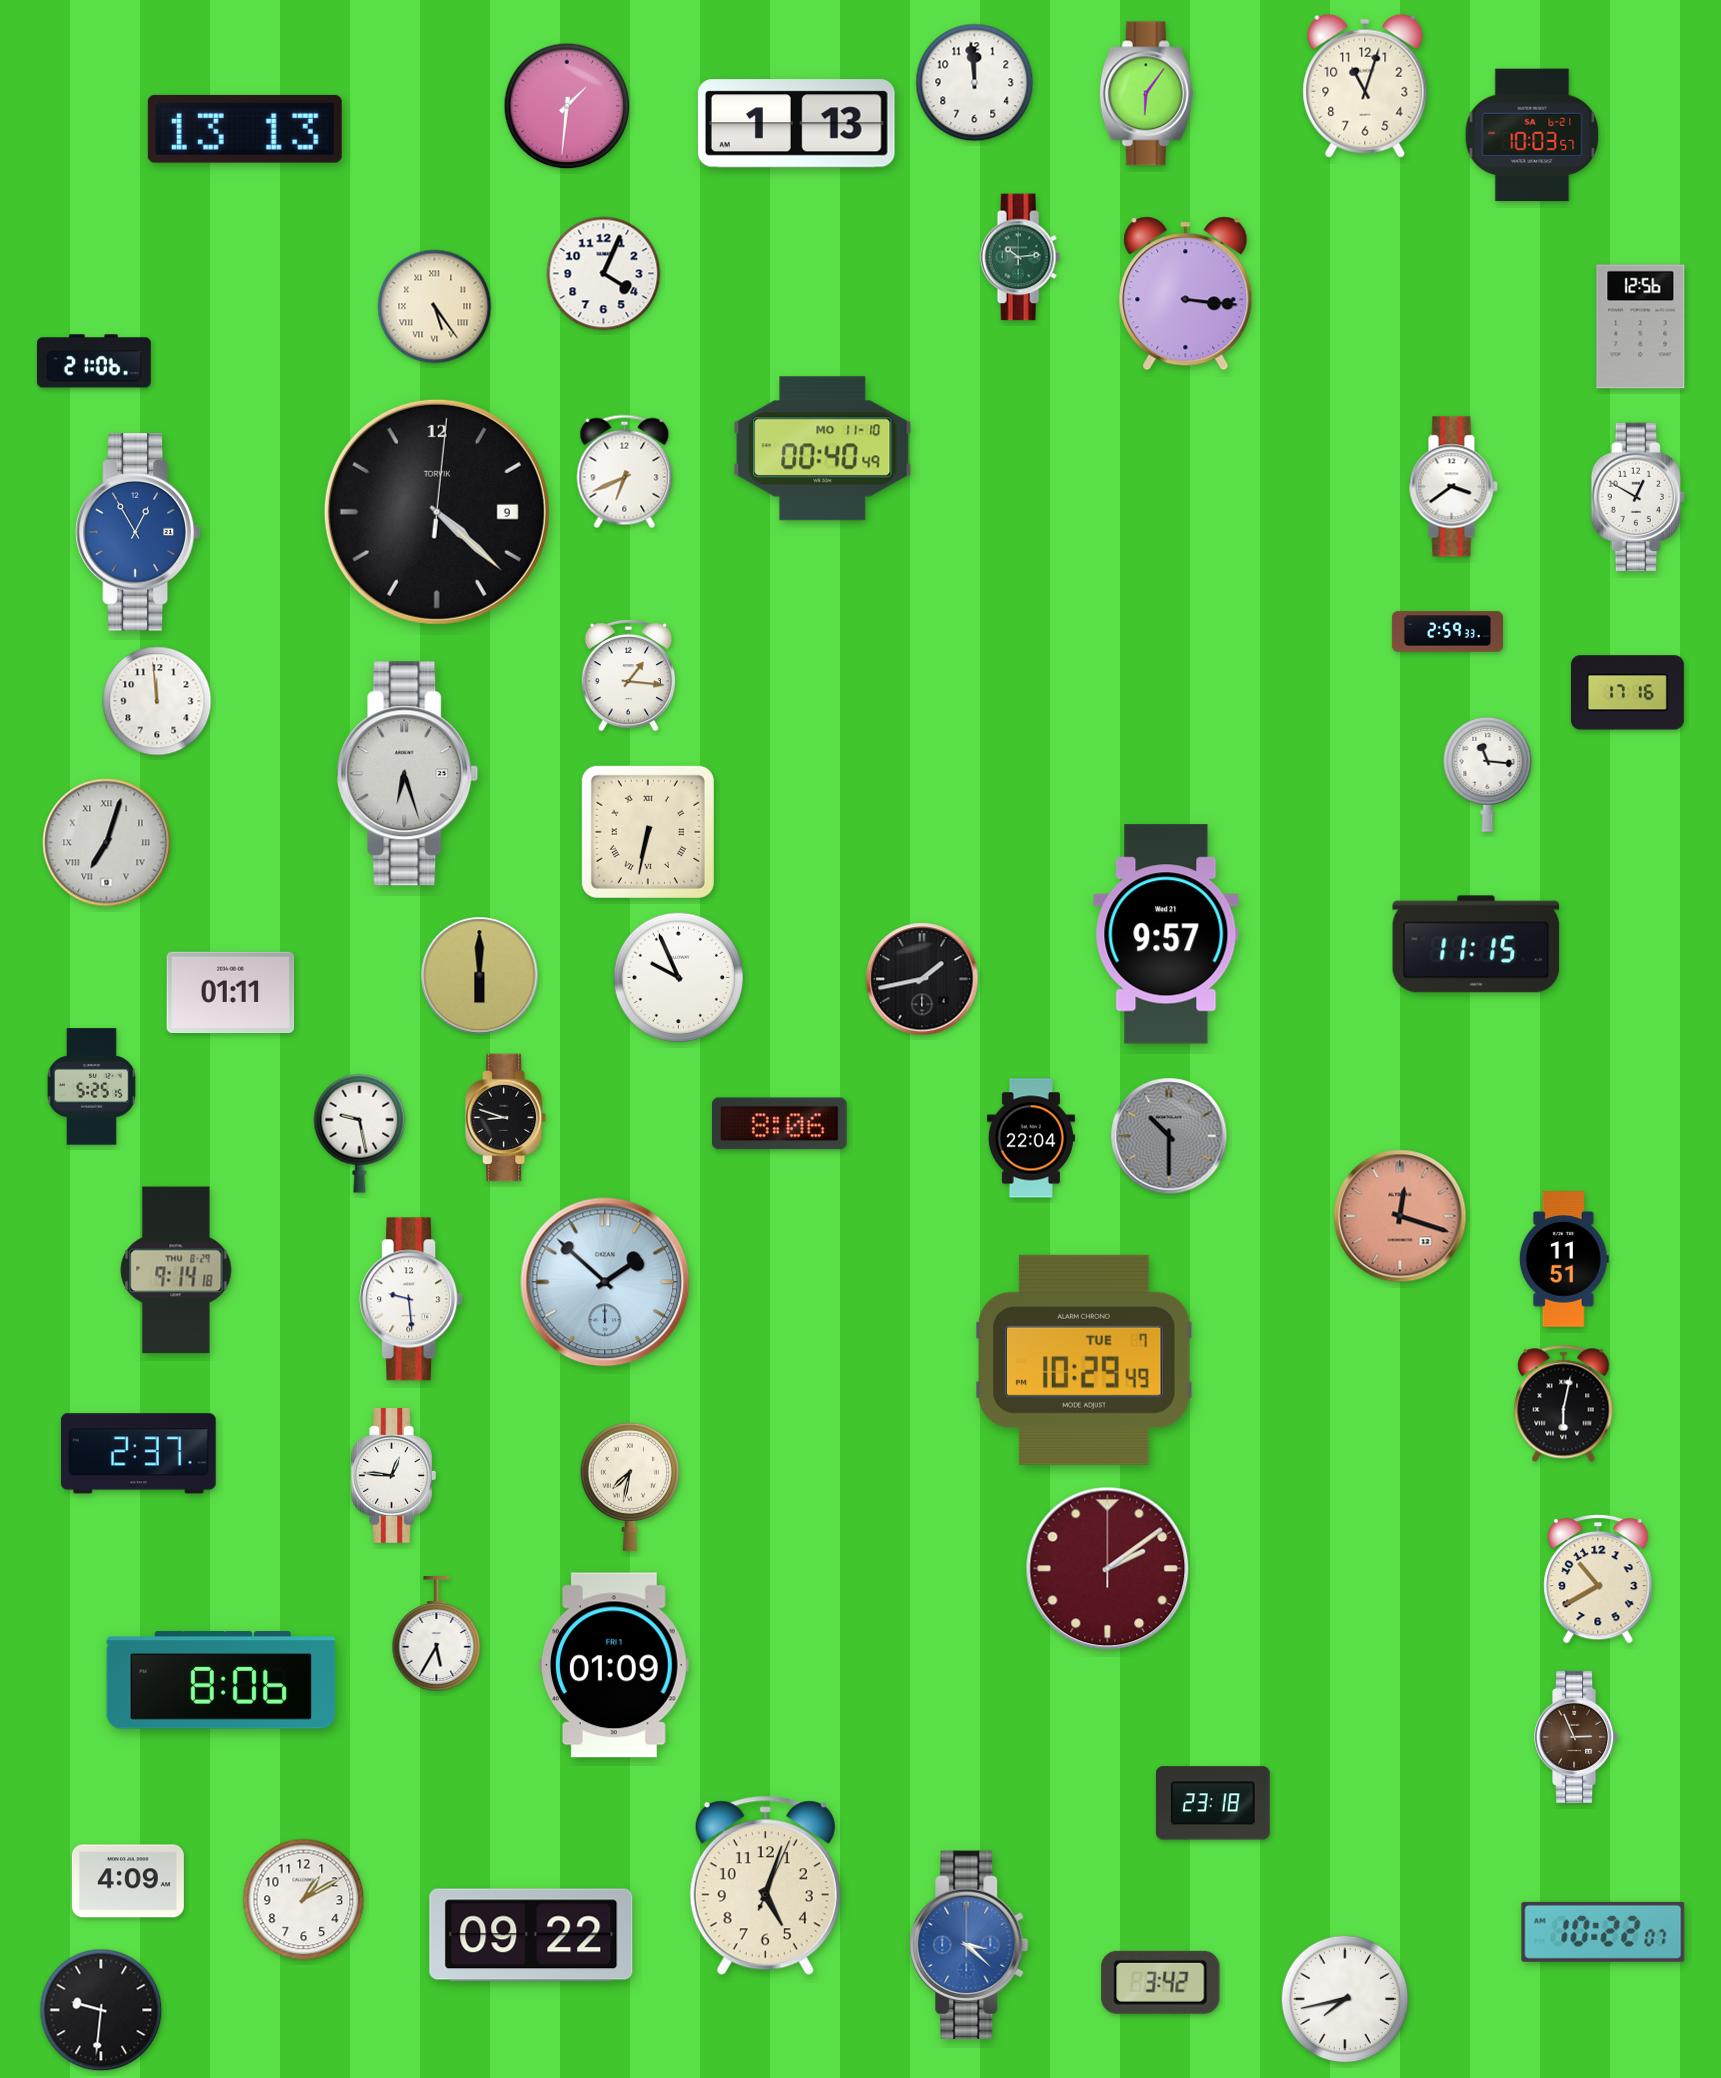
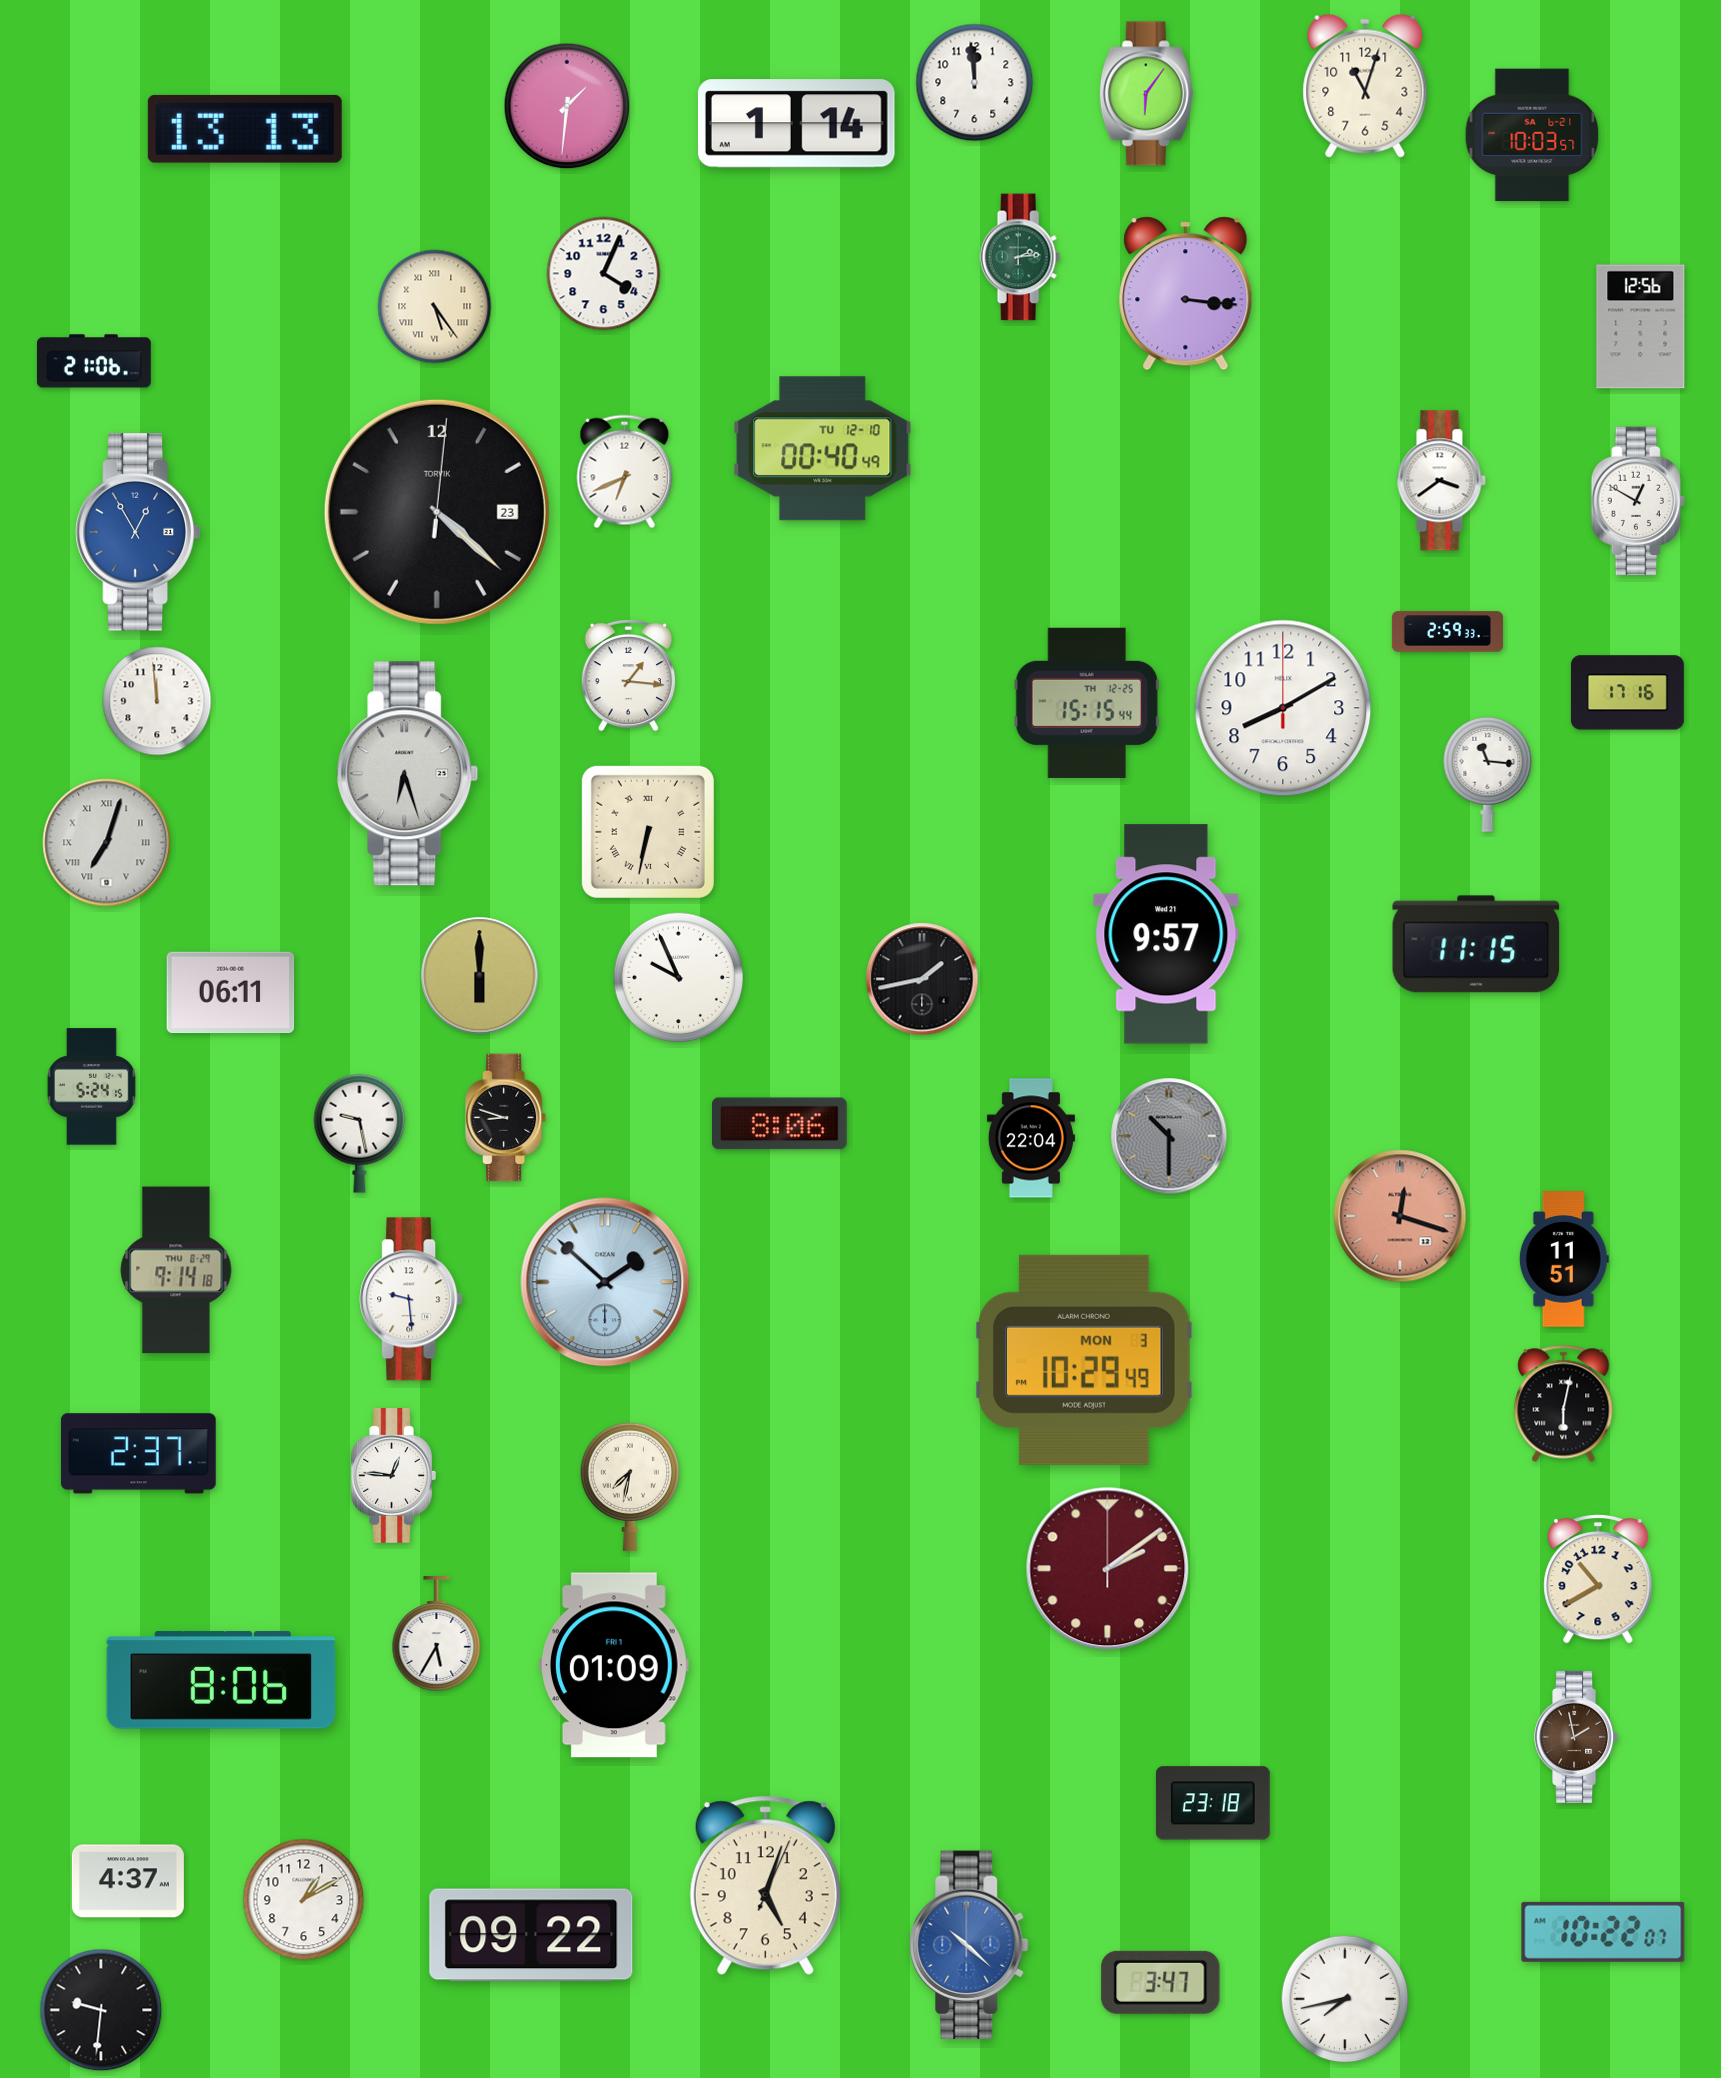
clock at (796, 124): 1:13 -> 1:14
clock at (1020, 257): 10:14 -> 2:14
clock at (823, 449) date: MO 11-10 -> TU 12-10
clock at (1453, 487) position: (1453, 487) -> (1441, 481)
clock at (1638, 497) position: (1638, 497) -> (1638, 501)
clock at (437, 512) date: 9 -> 23
clock at (1087, 703): none -> 15:15
clock at (1283, 708): none -> 8:10
clock at (231, 993): 01:11 -> 06:11
clock at (91, 1087): 5:25 -> 5:24
clock at (1085, 1360) date: TUE 7 -> MON 3
clock at (1577, 1737): 2:56 -> 1:58
clock at (128, 1881): 4:09 -> 4:37
clock at (969, 1945): 3:22 -> 10:22
clock at (1161, 1982): 3:42 -> 3:47
